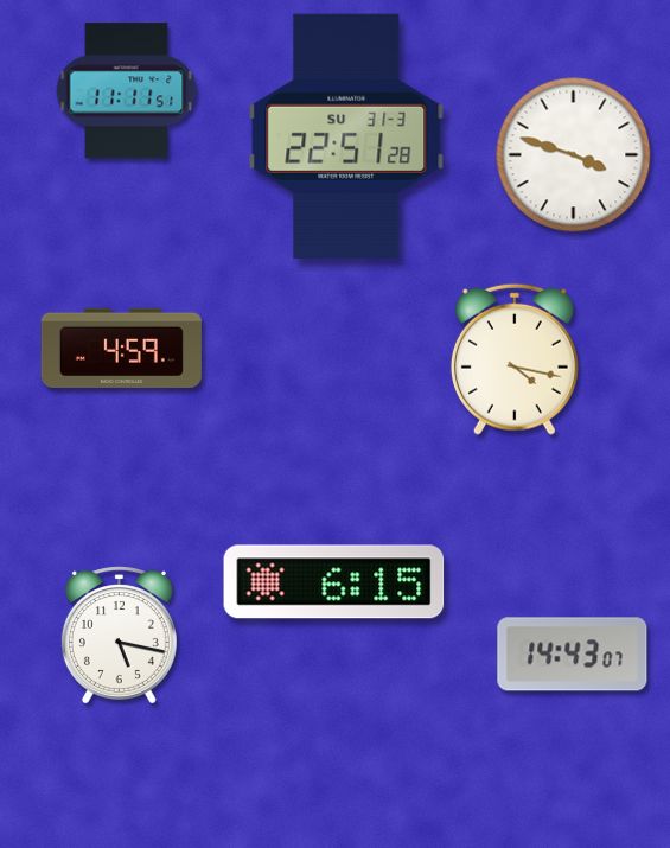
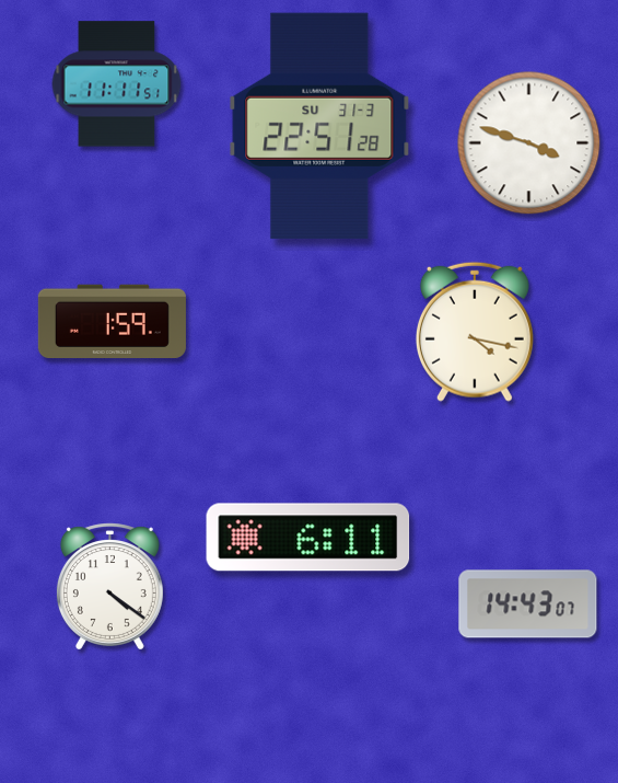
clock at (121, 348): 4:59 -> 1:59
clock at (334, 582): 6:15 -> 6:11
clock at (119, 636): 5:17 -> 4:21
